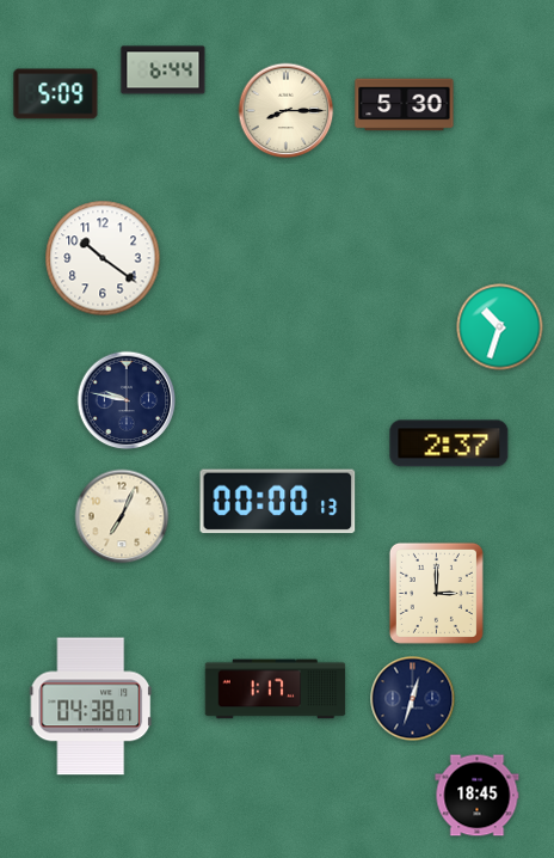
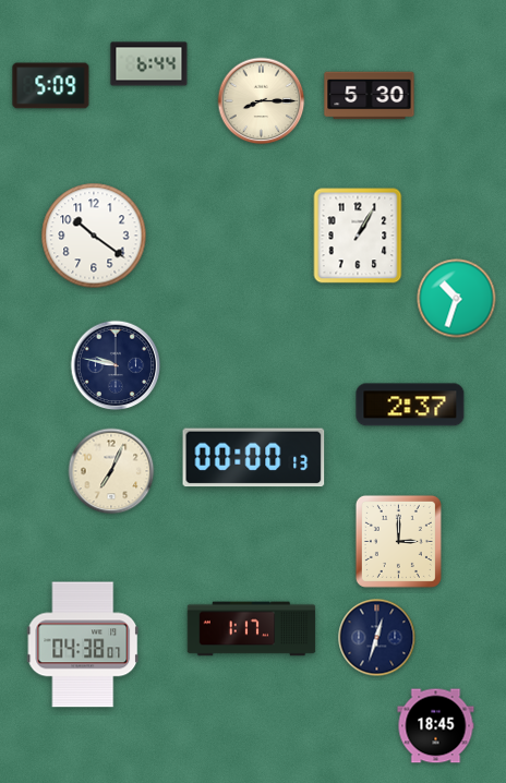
clock at (358, 236): none -> 1:05
